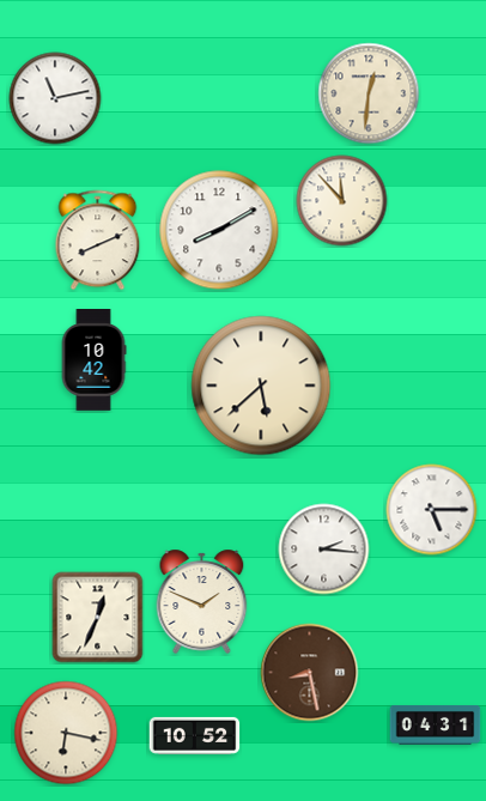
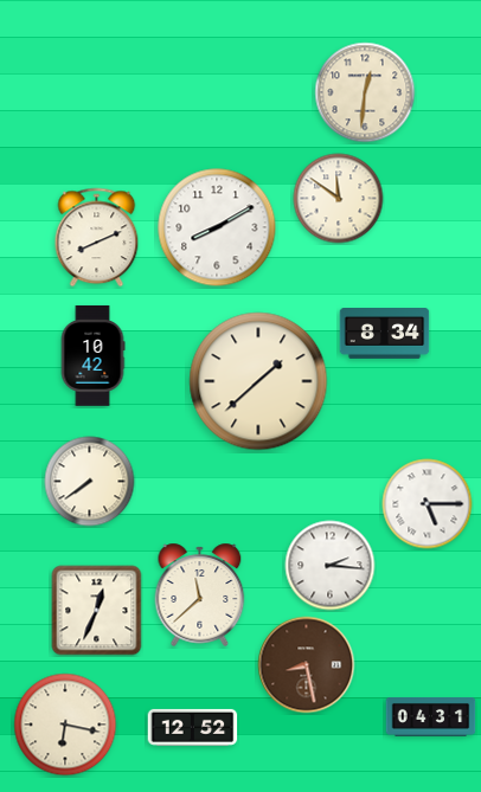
clock at (55, 98): 11:13 -> none
clock at (342, 201): 11:53 -> 11:51
clock at (385, 334): none -> 8:34
clock at (261, 386): 5:38 -> 1:38
clock at (90, 482): none -> 7:39
clock at (324, 550) position: (324, 550) -> (331, 566)
clock at (202, 601): 1:49 -> 11:38
clock at (195, 735): 10:52 -> 12:52
